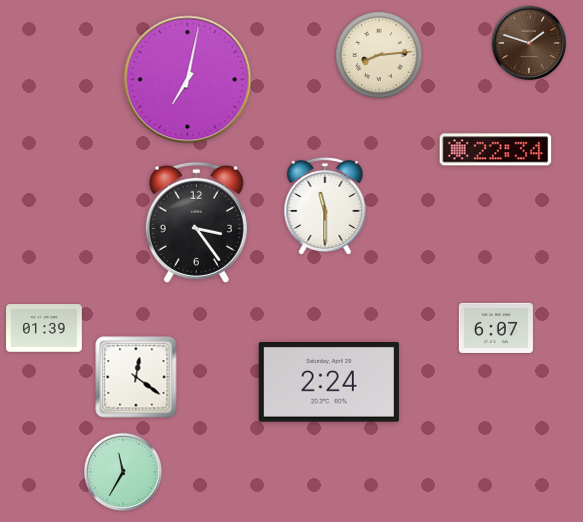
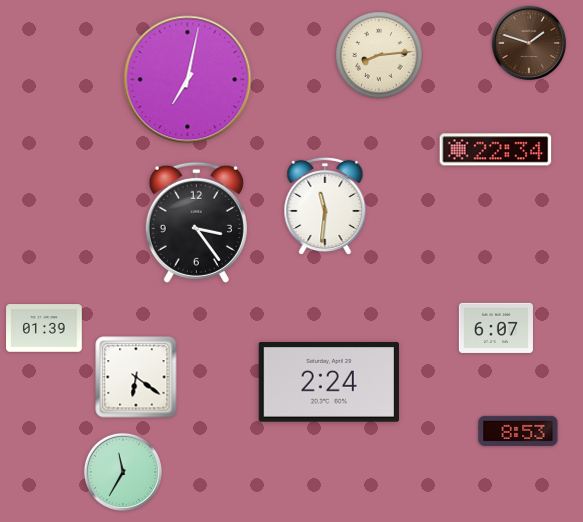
clock at (325, 206): 11:30 -> 11:31
clock at (136, 377): 12:21 -> 6:21
clock at (518, 431): none -> 8:53
